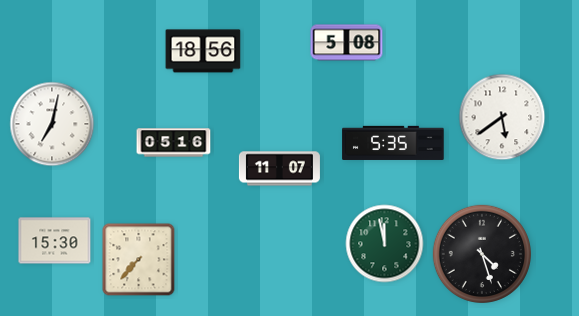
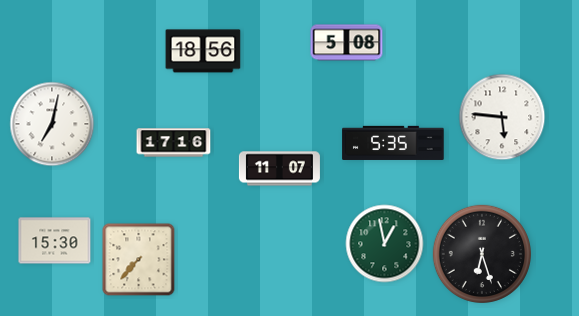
clock at (502, 117): 5:39 -> 5:46
clock at (174, 143): 05:16 -> 17:16
clock at (385, 244): 11:58 -> 12:58
clock at (482, 254): 4:27 -> 6:27
